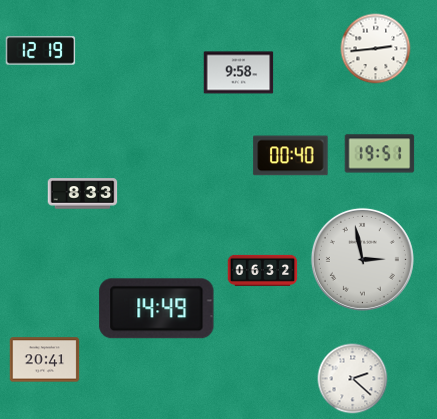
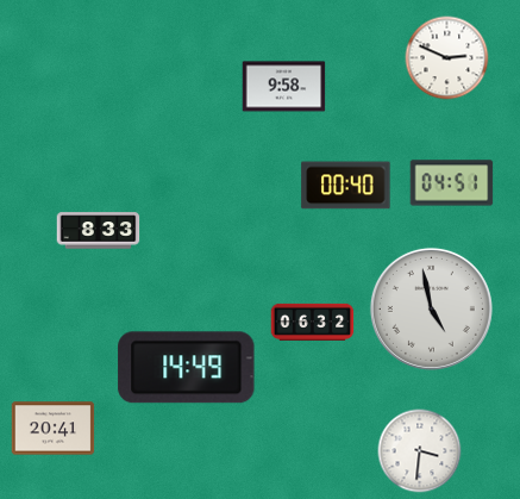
clock at (376, 49): 2:44 -> 2:49
clock at (41, 51): 12:19 -> none
clock at (380, 154): 19:51 -> 04:51
clock at (362, 259): 2:58 -> 4:58
clock at (353, 379): 2:22 -> 3:31
